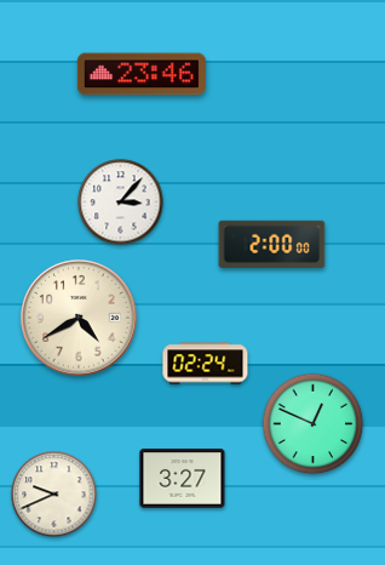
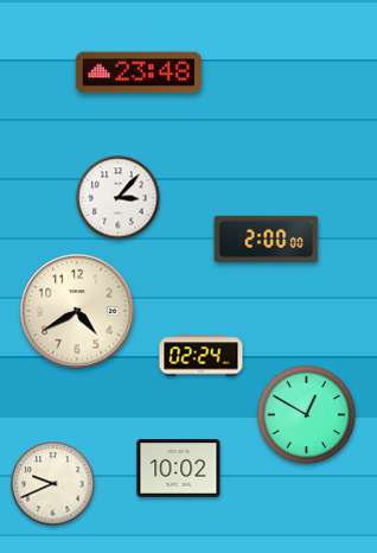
clock at (142, 74): 23:46 -> 23:48
clock at (314, 424): 12:49 -> 12:50
clock at (183, 479): 3:27 -> 10:02
